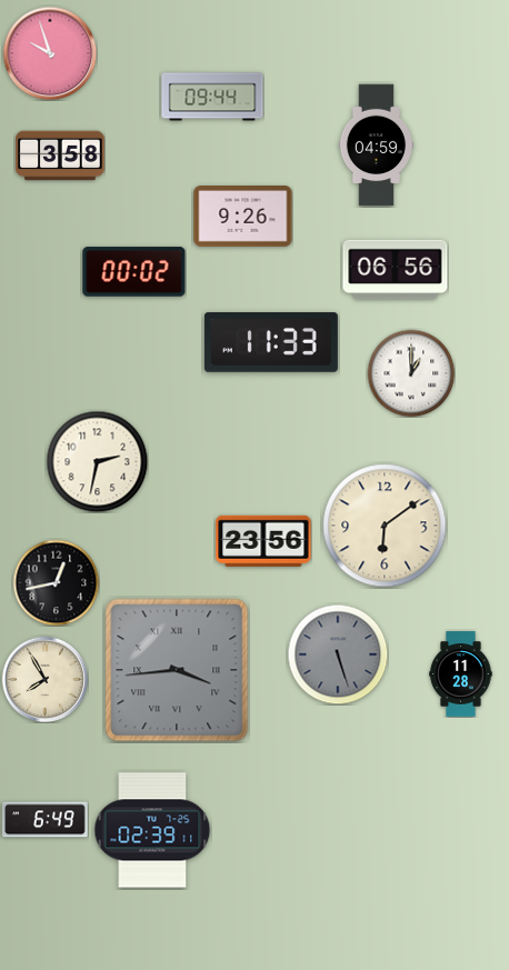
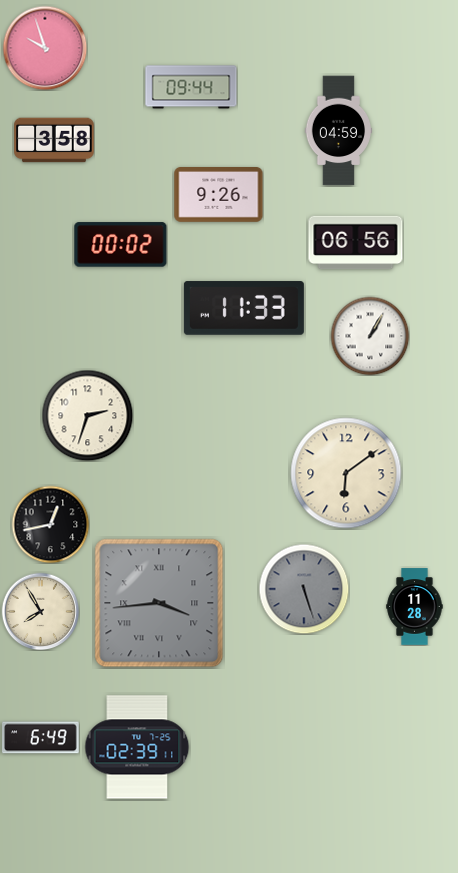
clock at (411, 373): 1:00 -> 1:05
clock at (97, 461): 2:32 -> 2:33
clock at (263, 541): 23:56 -> none
